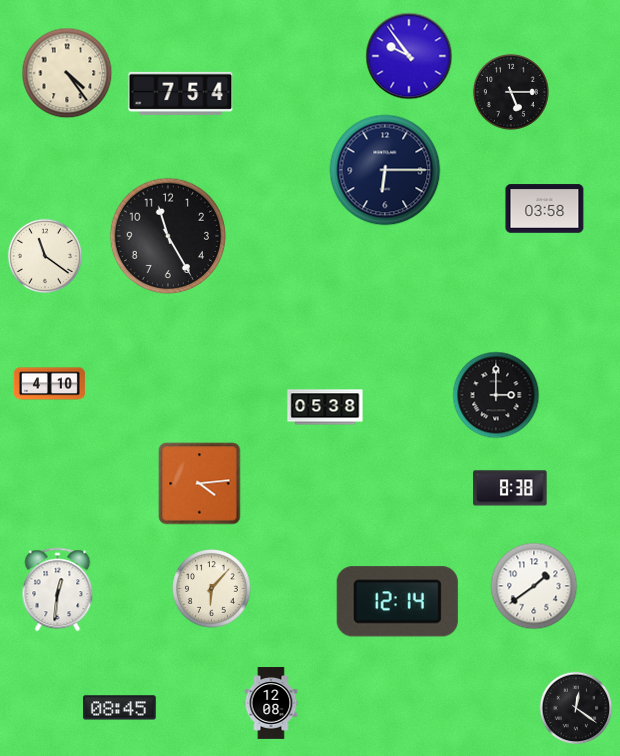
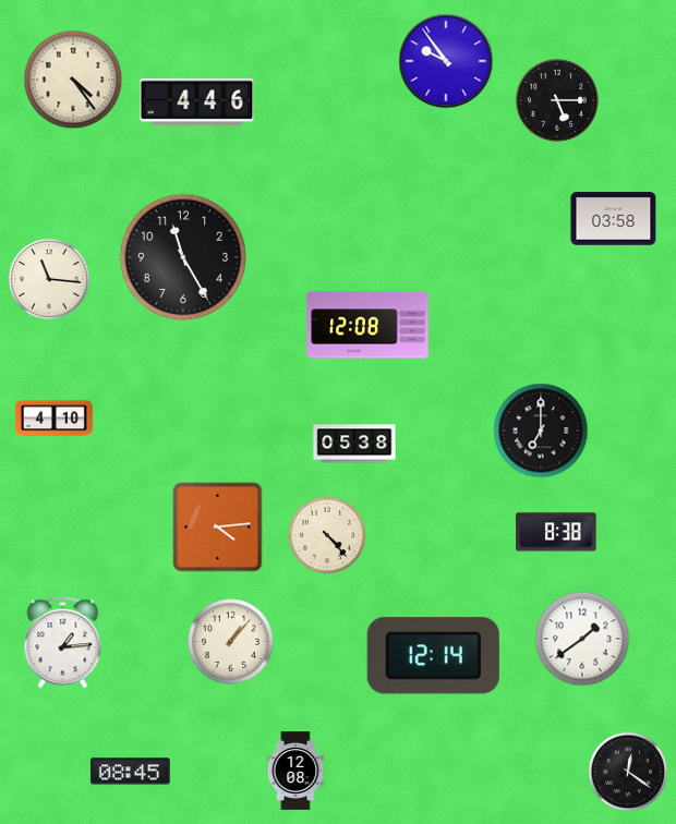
clock at (181, 93): 7:54 -> 4:46
clock at (385, 170): 6:15 -> none
clock at (545, 209) position: (545, 209) -> (614, 219)
clock at (44, 255): 11:21 -> 11:16
clock at (367, 325): none -> 12:08
clock at (496, 395): 3:00 -> 7:00
clock at (327, 535): none -> 4:23
clock at (212, 589): 6:07 -> 1:07
clock at (58, 590): 12:31 -> 1:14
clock at (271, 703) position: (271, 703) -> (295, 771)
